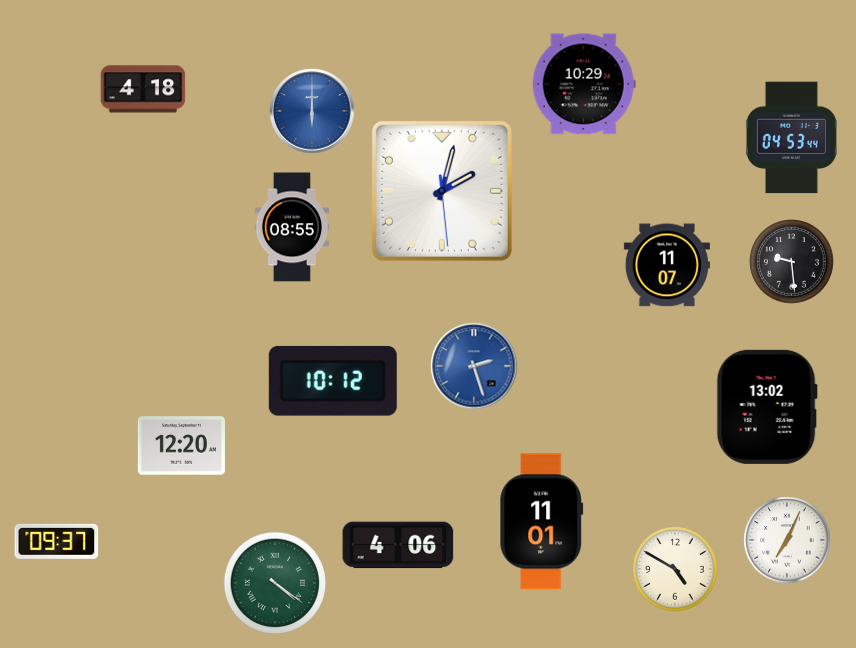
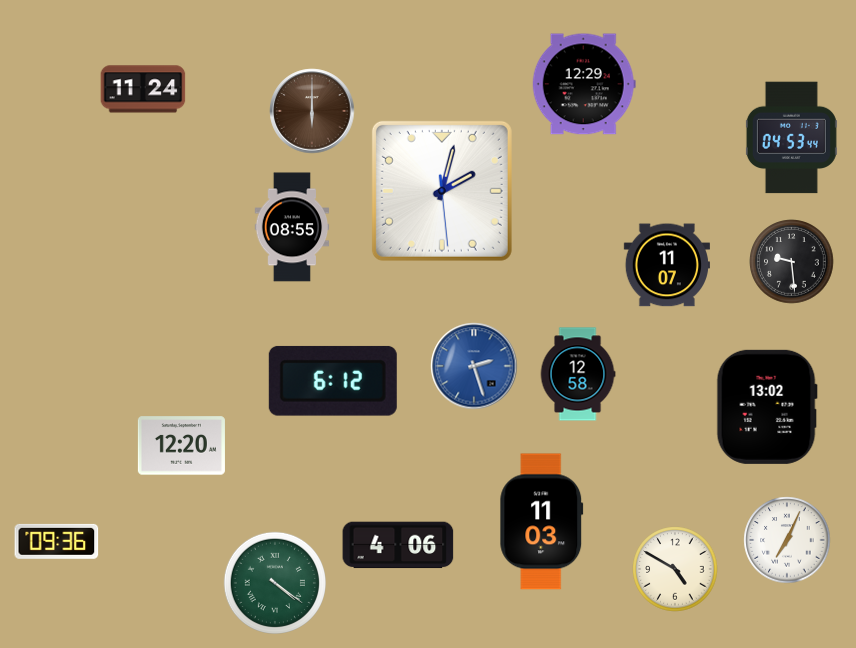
clock at (584, 84): 10:29 -> 12:29
clock at (143, 89): 4:18 -> 11:24
clock at (312, 111) dial: blue -> brown
clock at (578, 374): none -> 12:58
clock at (333, 381): 10:12 -> 6:12
clock at (542, 522): 11:01 -> 11:03
clock at (57, 541): 09:37 -> 09:36
